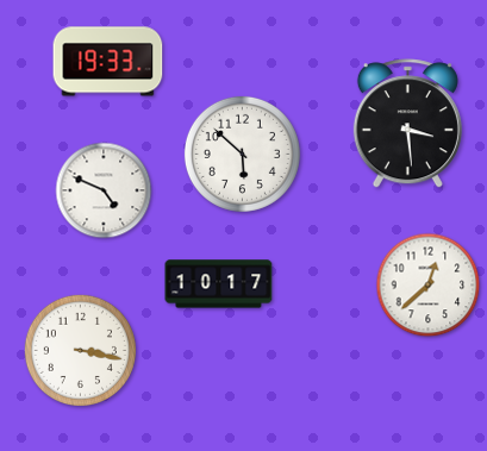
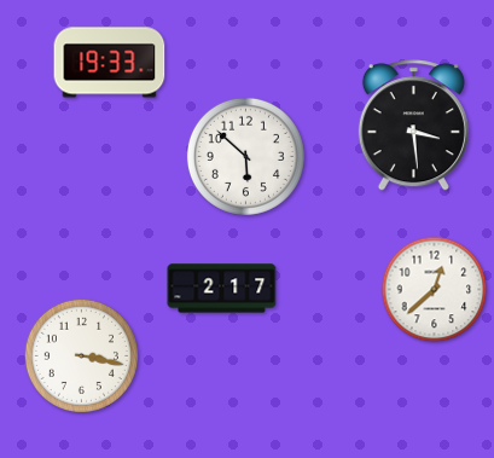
clock at (104, 190): 4:49 -> none
clock at (219, 284): 10:17 -> 2:17
